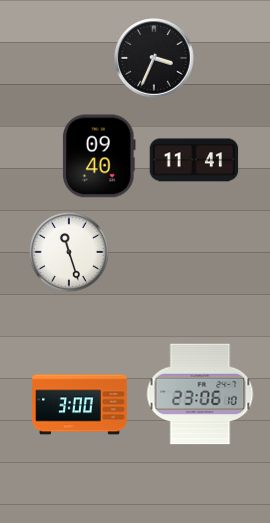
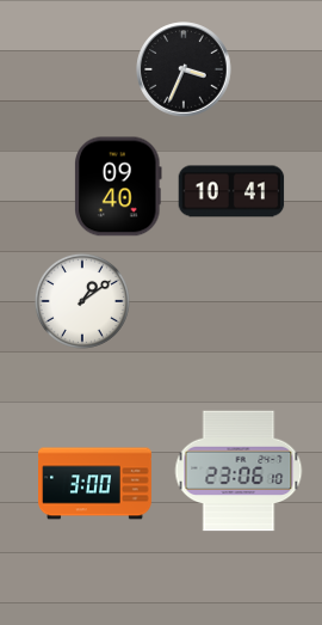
clock at (194, 160): 11:41 -> 10:41
clock at (69, 252): 11:27 -> 1:09
